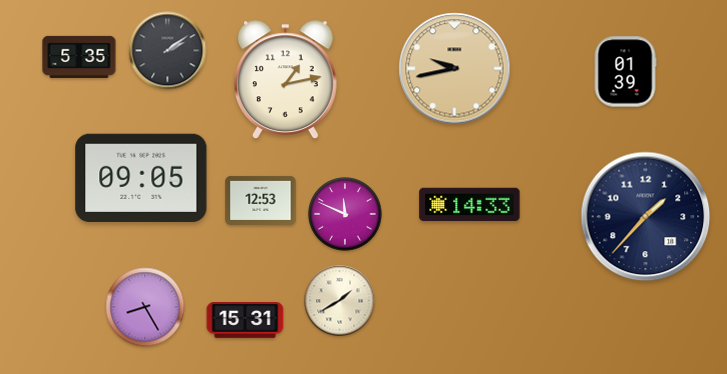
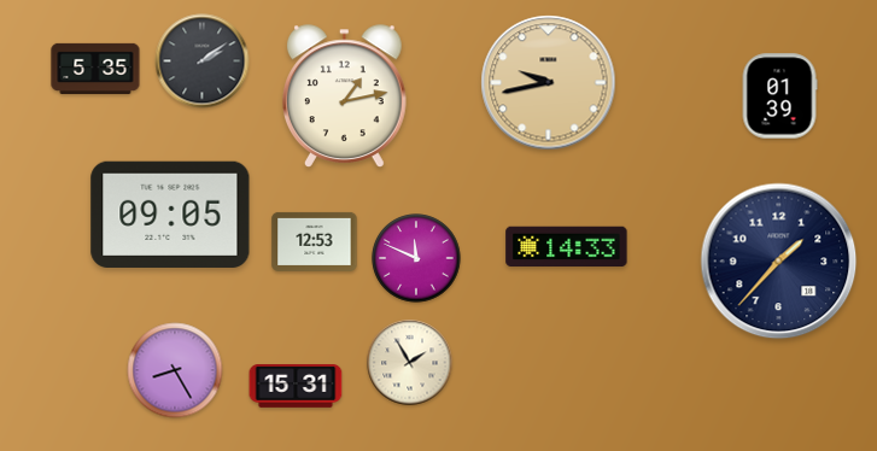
clock at (625, 72) position: (625, 72) -> (779, 96)
clock at (340, 301): 1:40 -> 1:55
